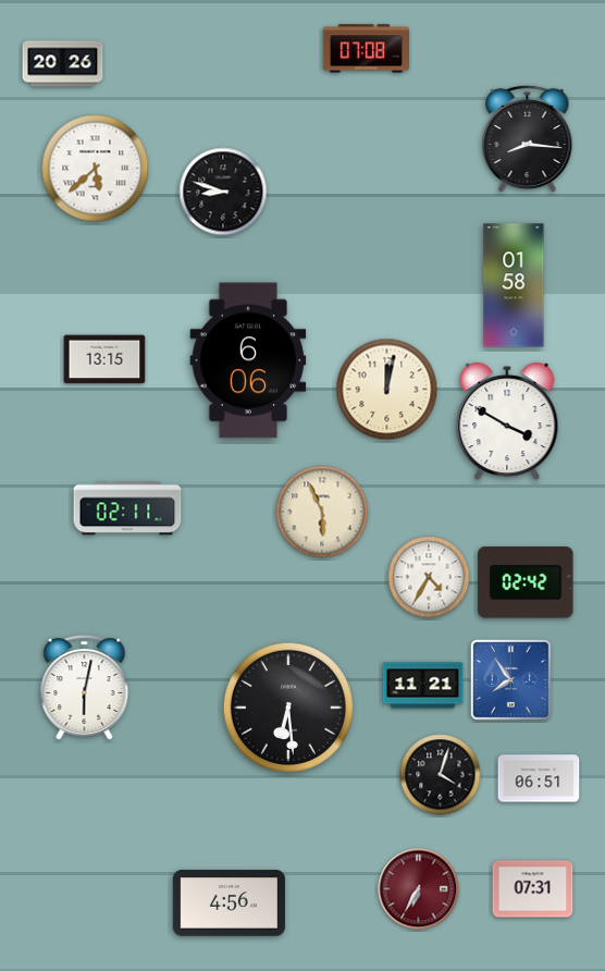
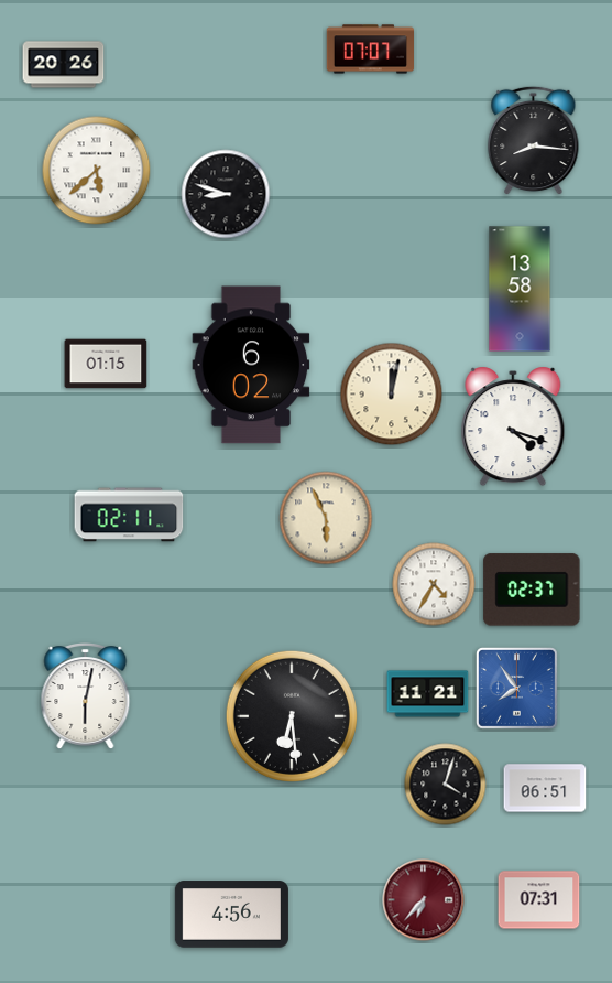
clock at (366, 49): 07:08 -> 07:07
clock at (514, 285): 01:58 -> 13:58
clock at (104, 359): 13:15 -> 01:15
clock at (248, 360): 6:06 -> 6:02
clock at (507, 421): 3:50 -> 4:18
clock at (526, 582): 02:42 -> 02:37
clock at (419, 889): 6:35 -> 6:37
